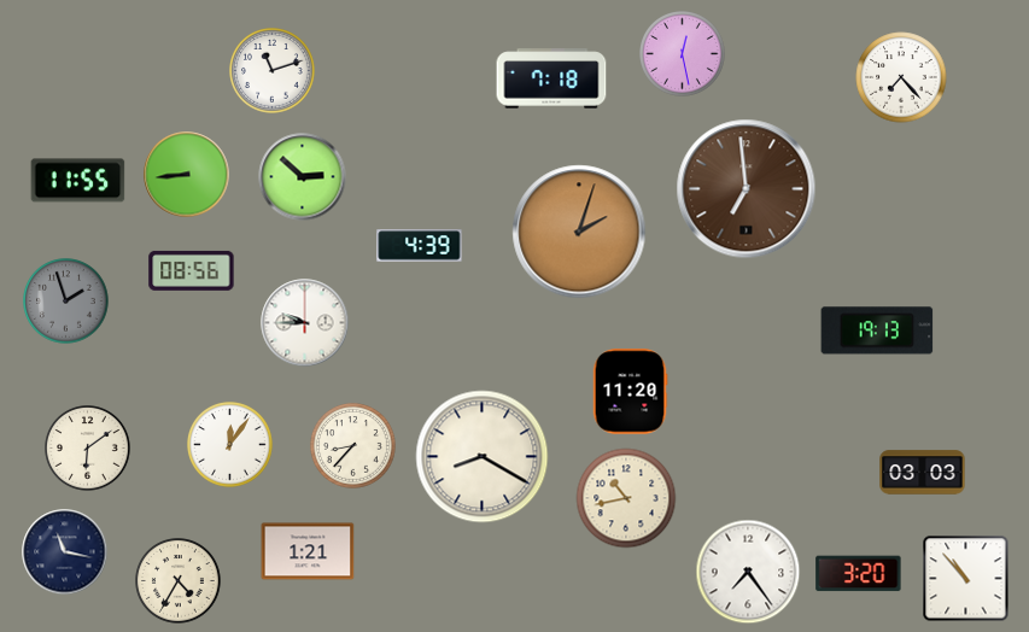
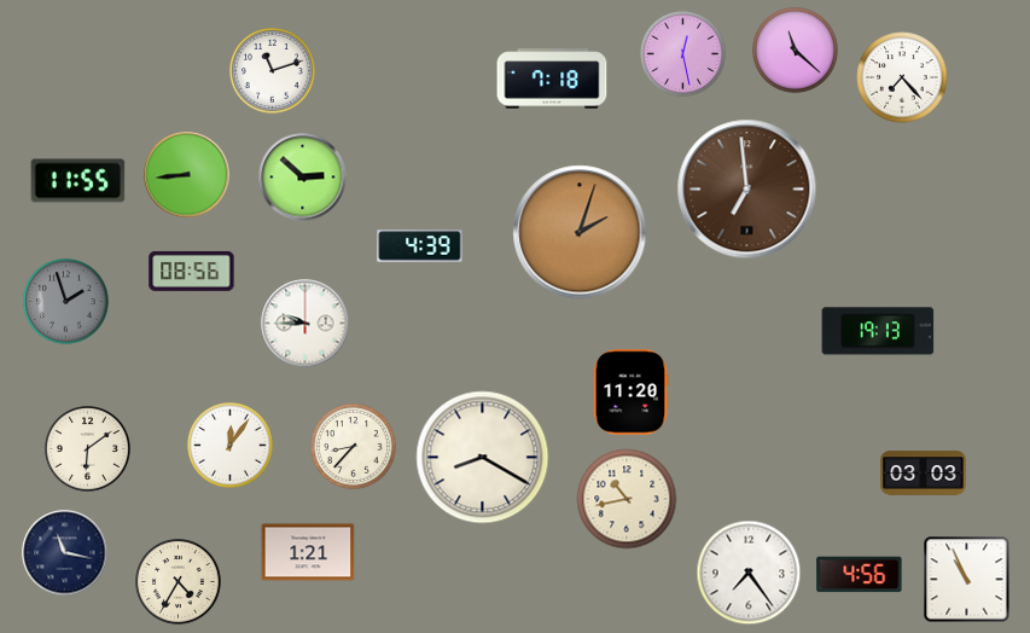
clock at (796, 51): none -> 11:22
clock at (859, 574): 3:20 -> 4:56
clock at (966, 579): 10:53 -> 10:56
